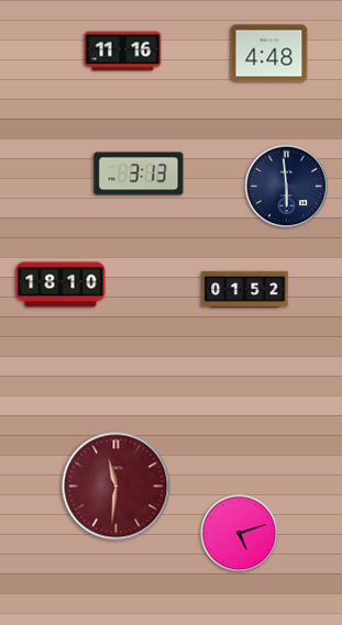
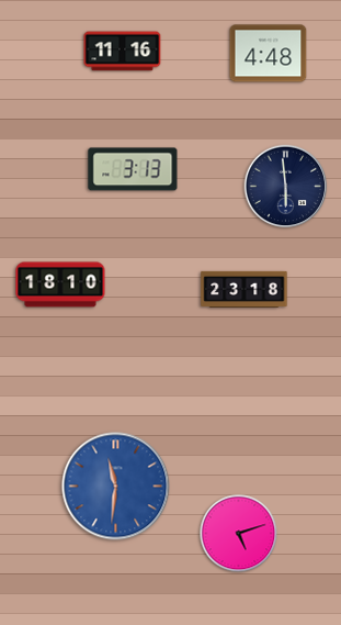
clock at (139, 174) position: (139, 174) -> (133, 169)
clock at (245, 289): 01:52 -> 23:18
clock at (117, 487) dial: burgundy -> blue
